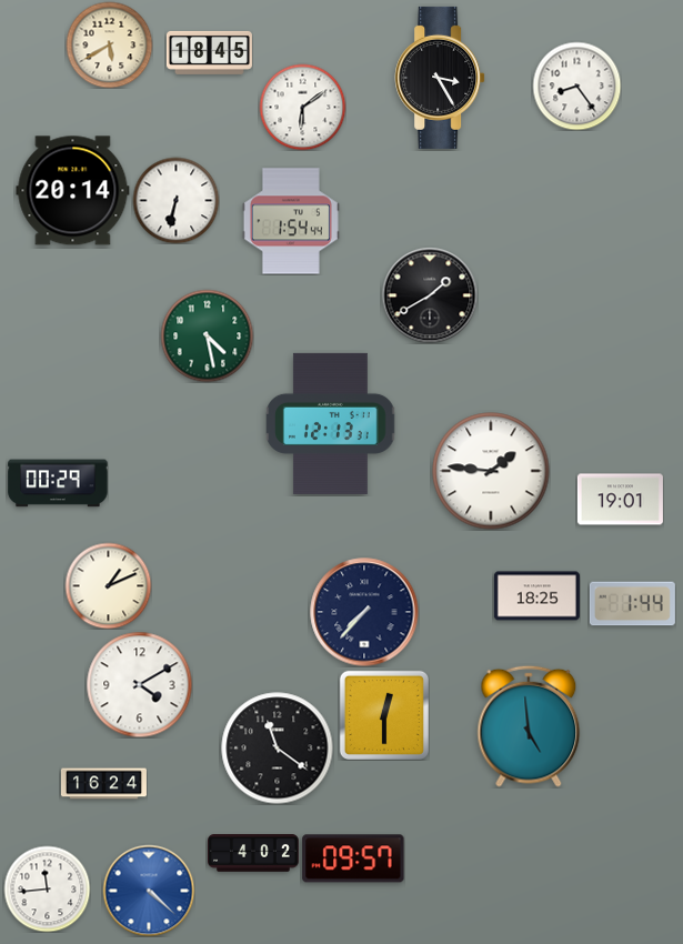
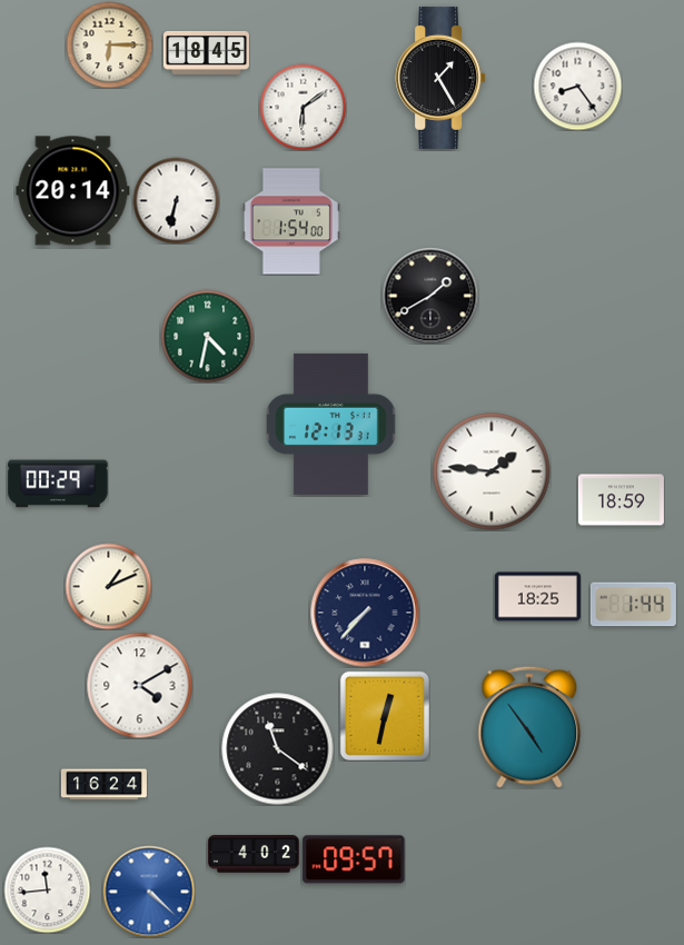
clock at (109, 44): 5:40 -> 6:15
clock at (209, 52) position: (209, 52) -> (206, 52)
clock at (440, 78): 3:25 -> 1:25
clock at (291, 221): 1:54:44 -> 1:54:00
clock at (207, 335): 4:28 -> 4:32
clock at (620, 500): 19:01 -> 18:59
clock at (384, 715): 12:30 -> 12:32
clock at (529, 726): 4:59 -> 4:54
